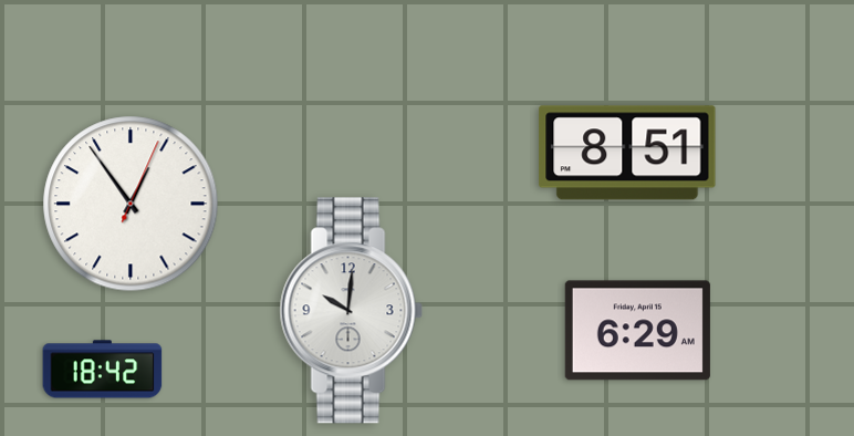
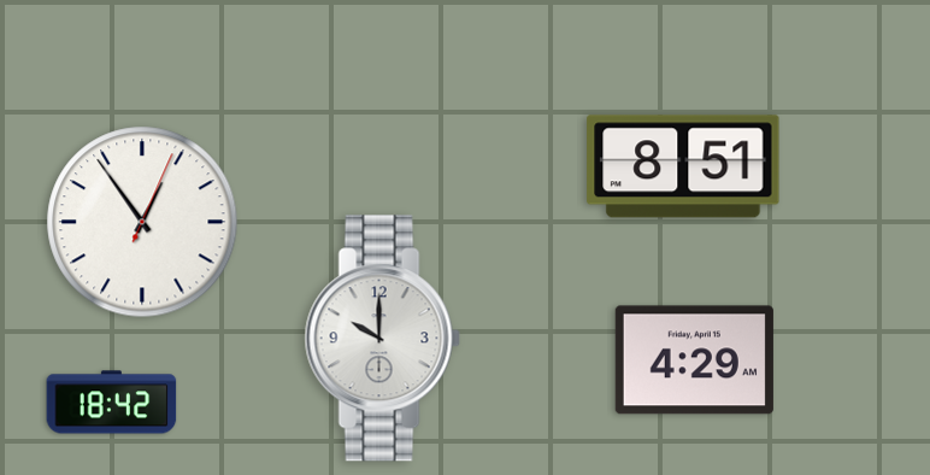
clock at (351, 311): 10:01 -> 10:00
clock at (637, 331): 6:29 -> 4:29
